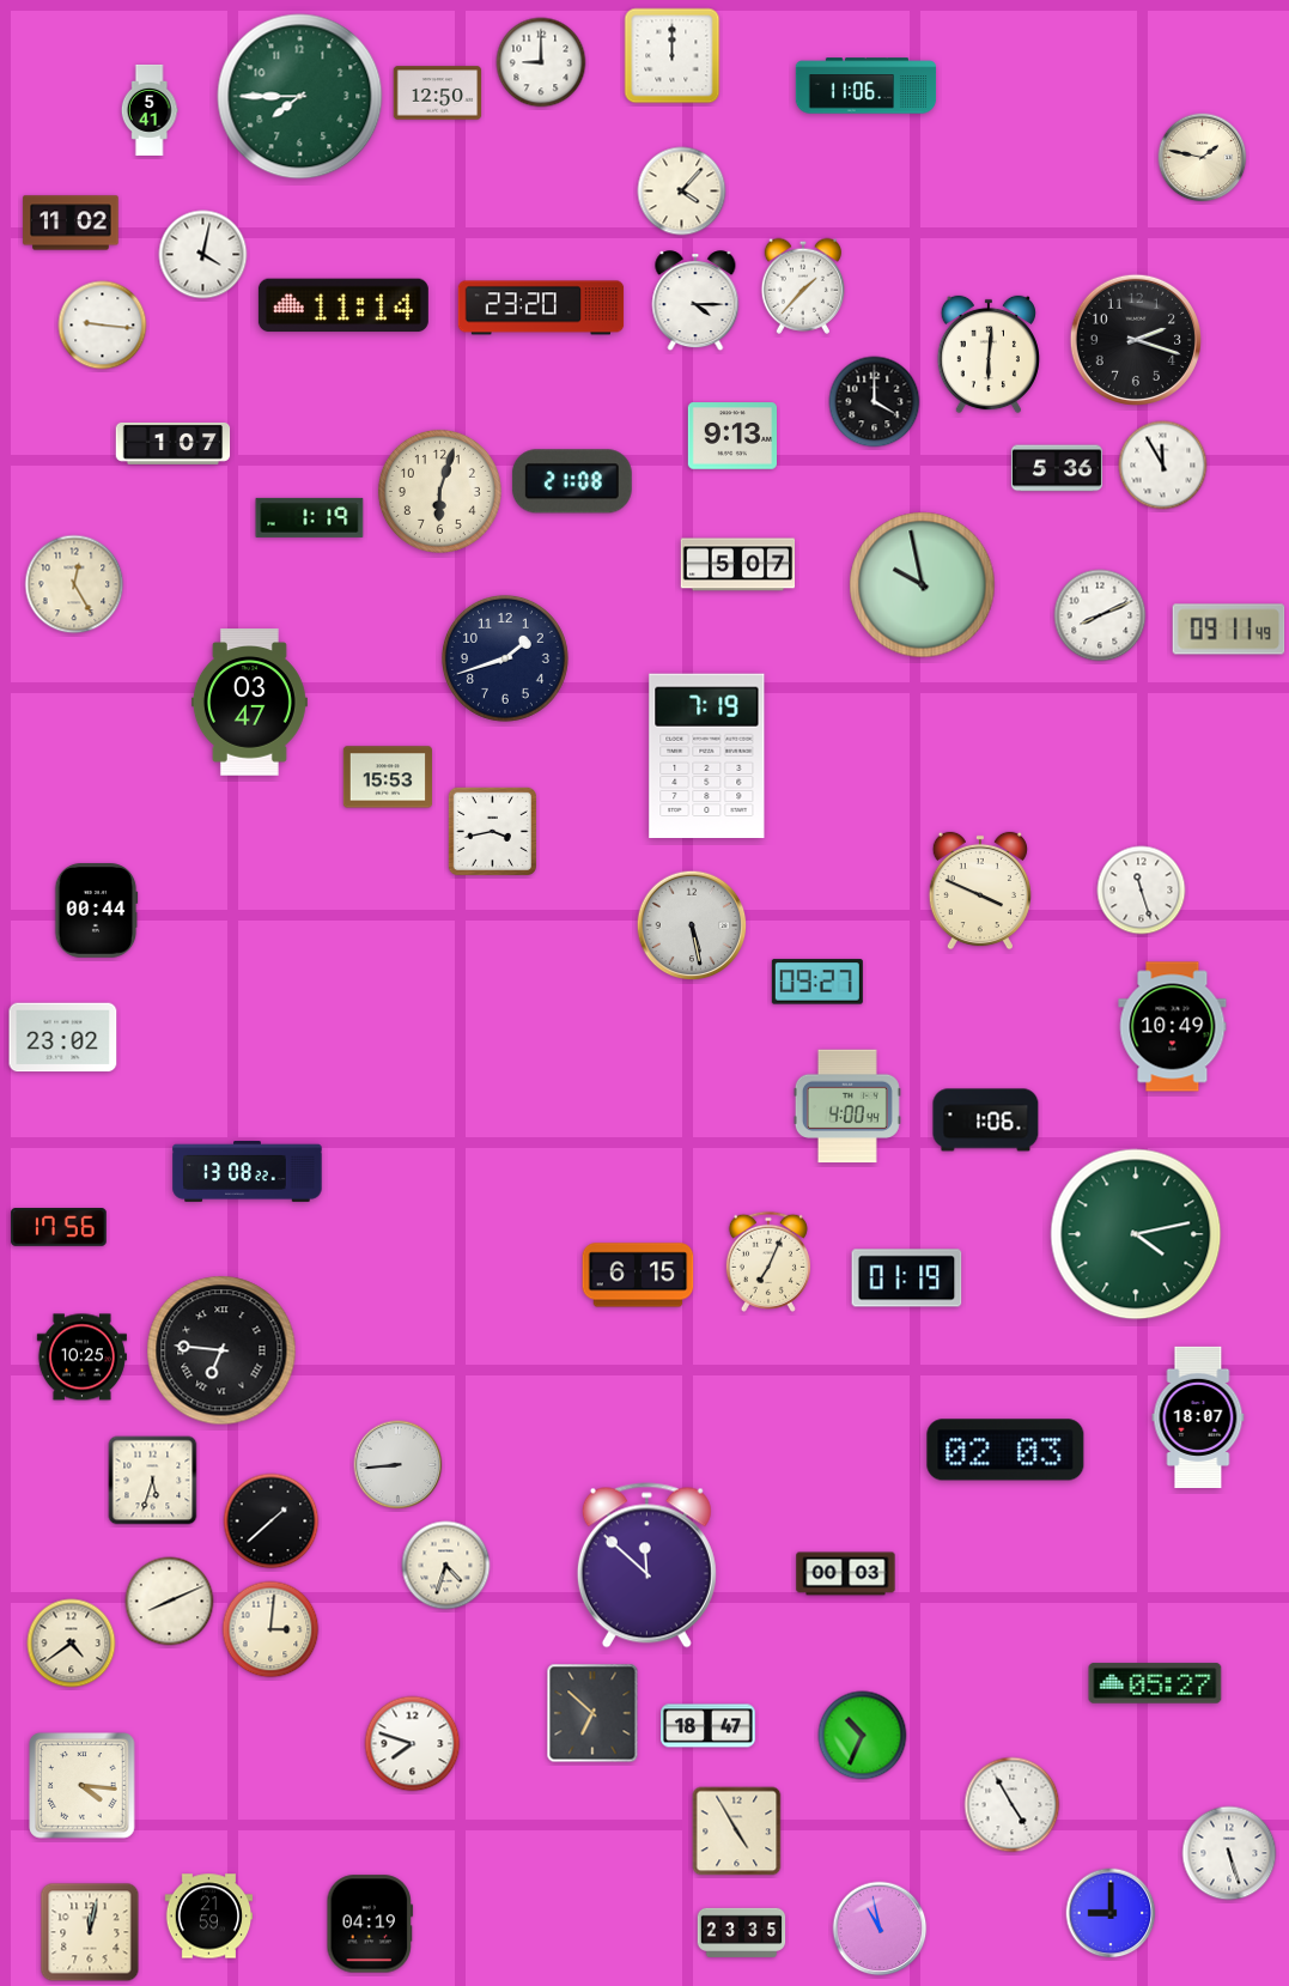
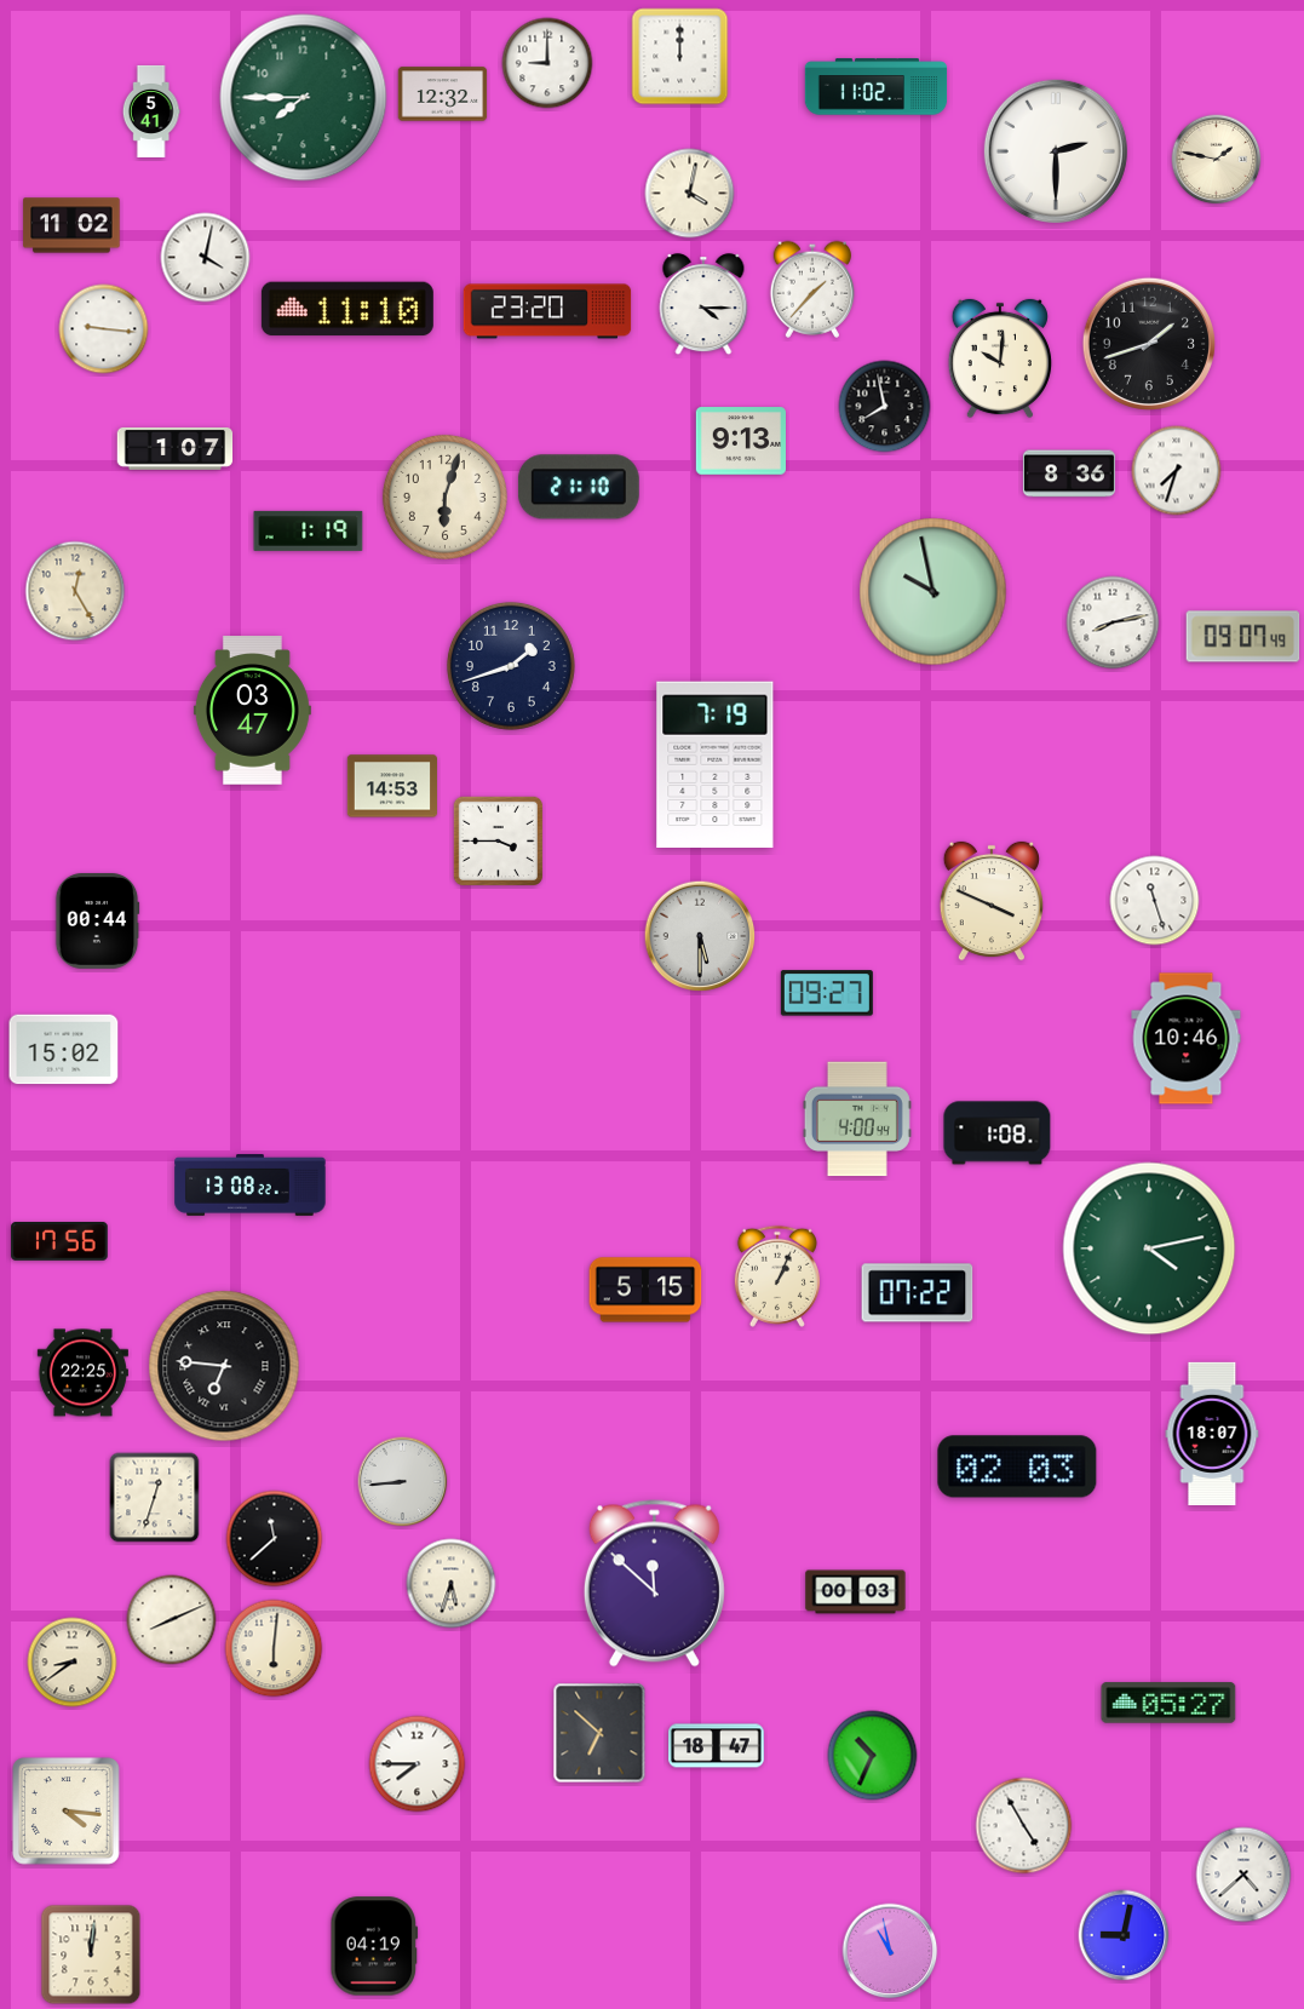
clock at (867, 86): 11:06 -> 11:02
clock at (438, 93): 12:50 -> 12:32
clock at (1056, 151): none -> 2:30
clock at (682, 192): 4:07 -> 4:02
clock at (343, 305): 11:14 -> 11:10
clock at (1136, 340): 2:18 -> 1:42
clock at (989, 354): 6:01 -> 10:01
clock at (875, 402): 4:00 -> 7:58
clock at (1163, 466): 11:55 -> 7:33
clock at (1057, 468): 5:36 -> 8:36
clock at (572, 481): 21:08 -> 21:10
clock at (310, 517) position: (310, 517) -> (309, 530)
clock at (738, 565): 5:07 -> none
clock at (1100, 615): 8:11 -> 8:13
clock at (1229, 630): 09:11 -> 09:07
clock at (387, 777): 15:53 -> 14:53
clock at (492, 831): 3:43 -> 3:45
clock at (692, 925): 5:28 -> 5:30
clock at (1173, 1027): 10:49 -> 10:46
clock at (63, 1038): 23:02 -> 15:02
clock at (986, 1120): 1:06 -> 1:08
clock at (768, 1262): 7:04 -> 1:04
clock at (638, 1275): 6:15 -> 5:15
clock at (907, 1279): 01:19 -> 07:22
clock at (81, 1358): 10:25 -> 22:25
clock at (153, 1481): 5:33 -> 12:33
clock at (272, 1522): 1:38 -> 11:38
clock at (446, 1566): 4:33 -> 5:33
clock at (270, 1629): 3:01 -> 6:01
clock at (72, 1644): 4:39 -> 8:39
clock at (413, 1744): 7:48 -> 7:45
clock at (83, 1786) position: (83, 1786) -> (67, 1812)
clock at (737, 1832): 4:55 -> none
clock at (1229, 1853): 5:27 -> 4:38
clock at (1111, 1913): 9:00 -> 9:02
clock at (209, 1917): 21:59 -> none
clock at (90, 1932): 12:02 -> 12:01
clock at (742, 1932): 23:35 -> none
